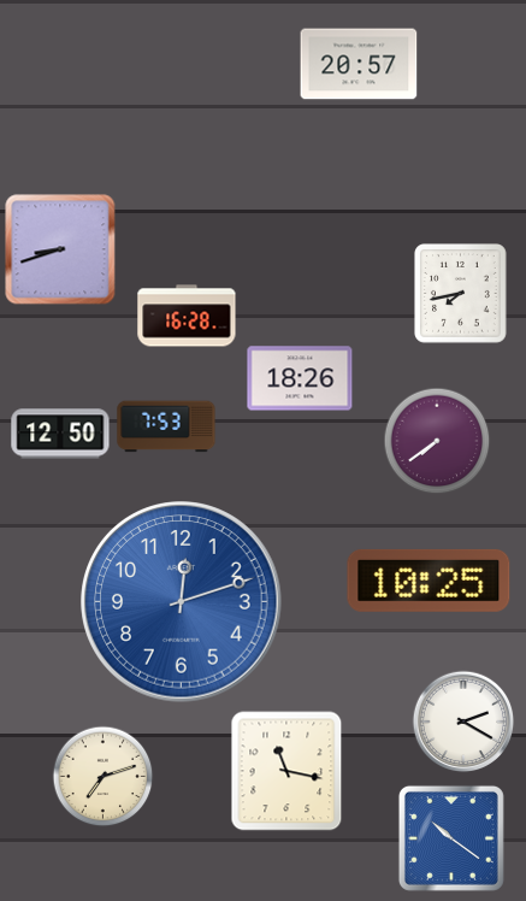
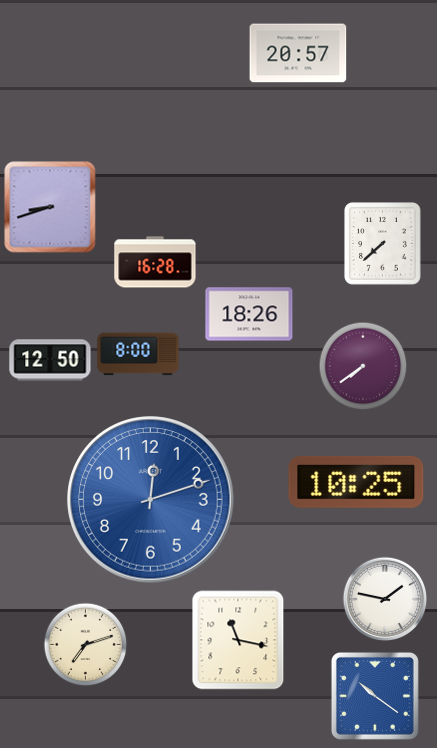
clock at (461, 294): 7:43 -> 7:38
clock at (166, 426): 7:53 -> 8:00
clock at (463, 722): 2:20 -> 1:47
